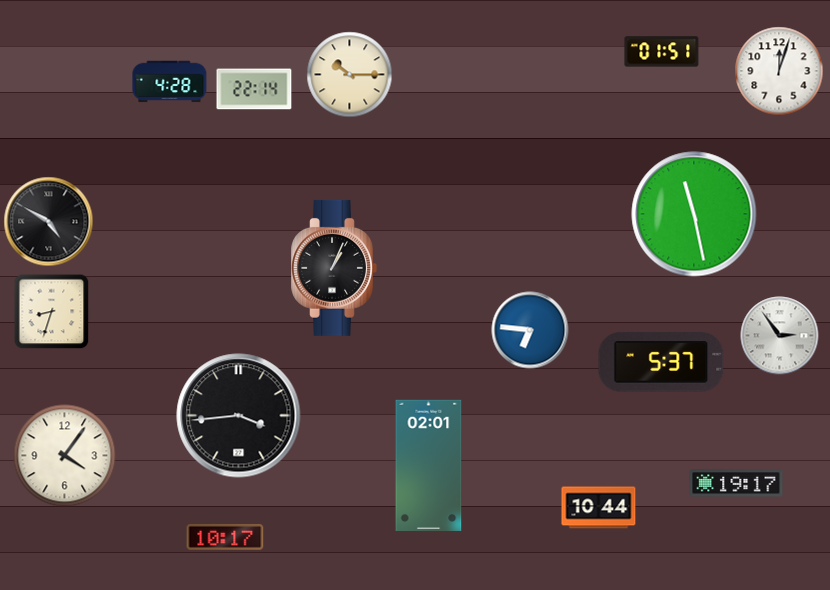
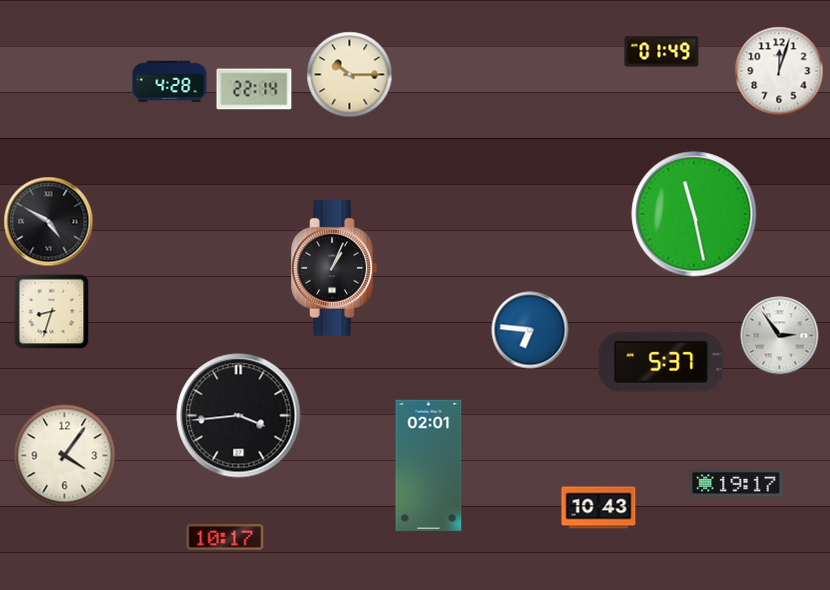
clock at (662, 52): 01:51 -> 01:49
clock at (599, 508): 10:44 -> 10:43
